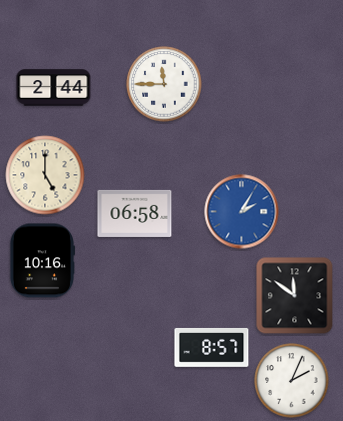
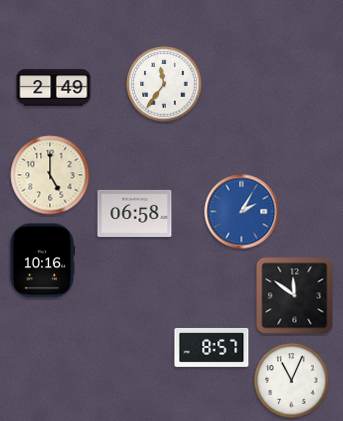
clock at (164, 84): 11:45 -> 11:36
clock at (54, 88): 2:44 -> 2:49
clock at (45, 175) position: (45, 175) -> (50, 175)
clock at (292, 381): 2:04 -> 11:04
